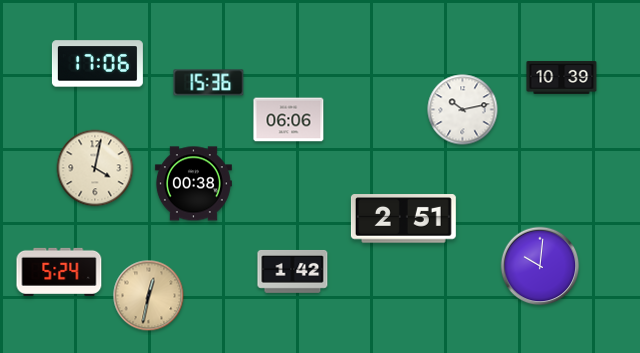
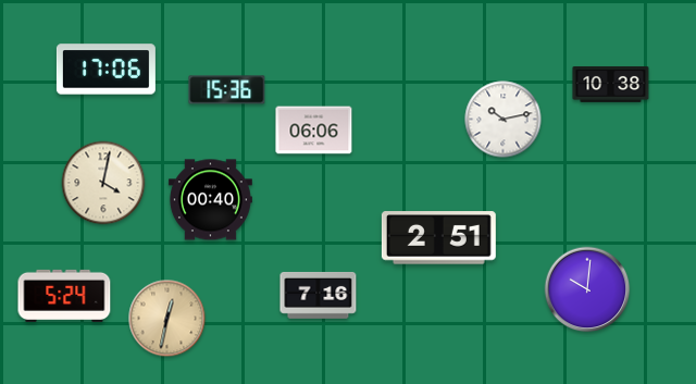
clock at (562, 77): 10:39 -> 10:38
clock at (193, 184): 00:38 -> 00:40
clock at (293, 271): 1:42 -> 7:16
clock at (149, 296) position: (149, 296) -> (167, 319)
